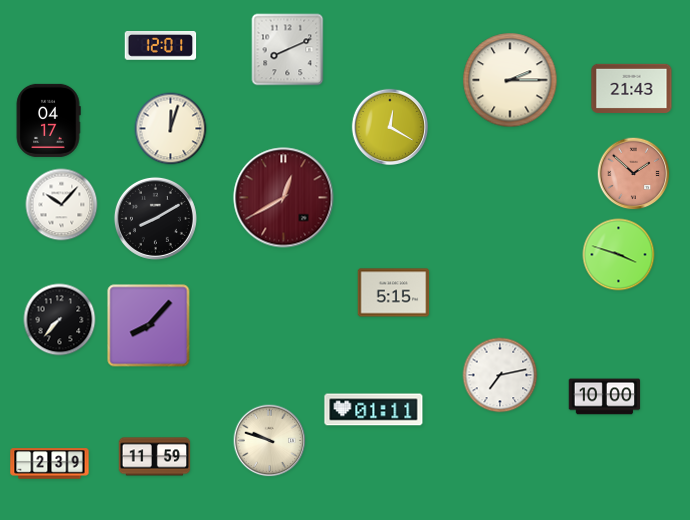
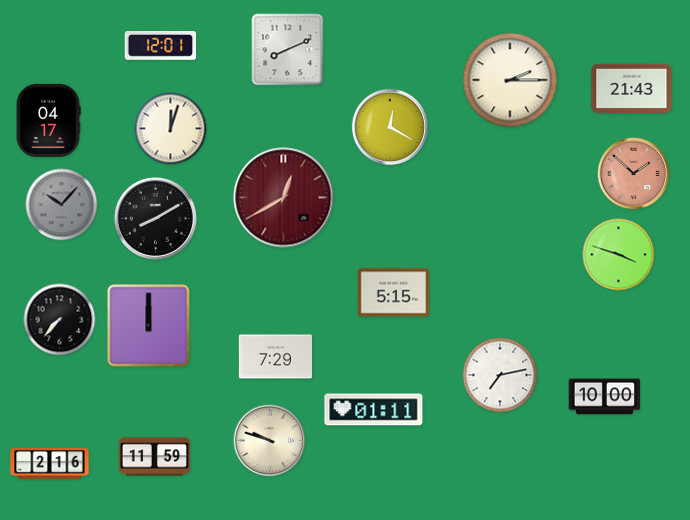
clock at (62, 205) dial: white -> grey
clock at (149, 326): 8:07 -> 12:00
clock at (275, 357): none -> 7:29
clock at (50, 464): 2:39 -> 2:16
